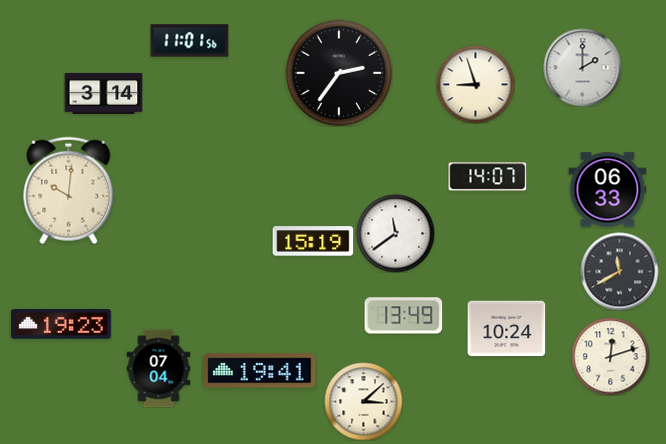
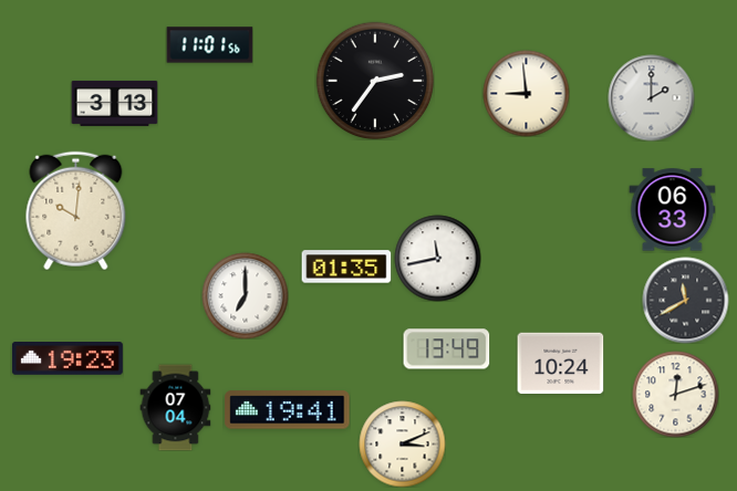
clock at (582, 67) position: (582, 67) -> (651, 97)
clock at (475, 84): 8:57 -> 8:59
clock at (103, 93): 3:14 -> 3:13
clock at (487, 177): 14:07 -> none
clock at (395, 233): 11:39 -> 11:43
clock at (313, 241): 15:19 -> 01:35
clock at (245, 295): none -> 7:00
clock at (363, 401): 3:08 -> 3:11
